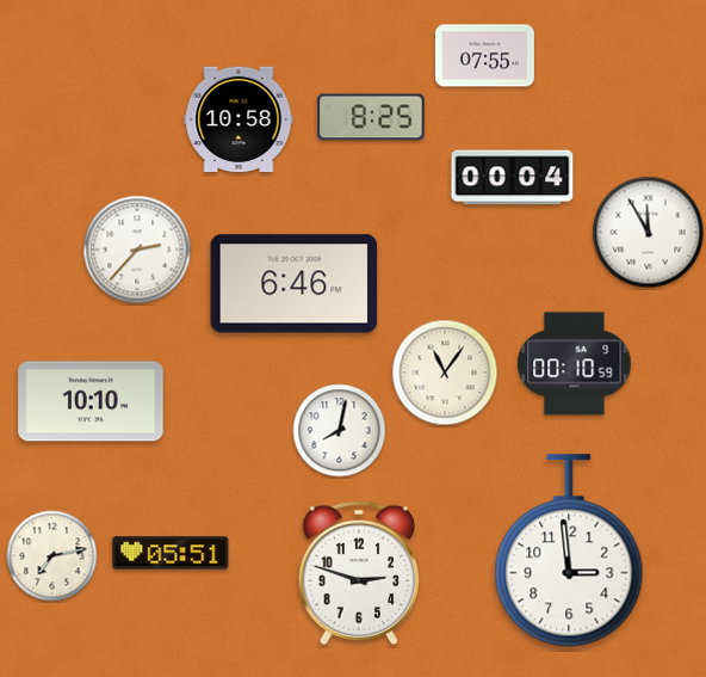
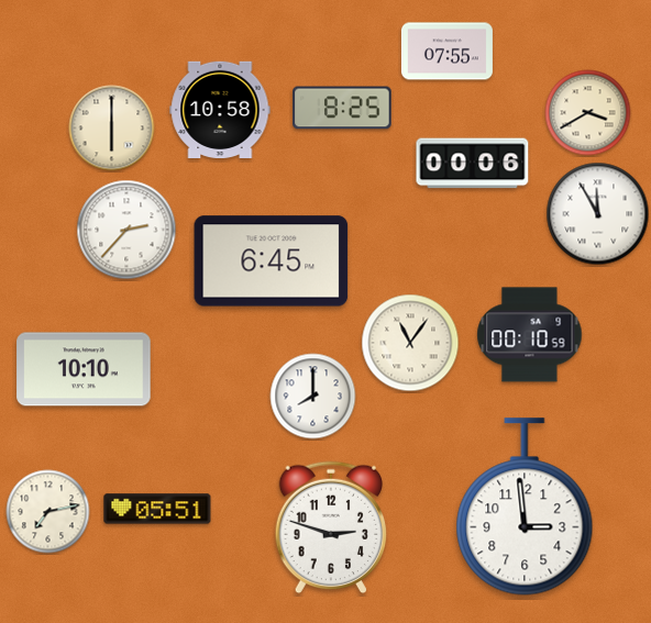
clock at (588, 113): none -> 3:40
clock at (112, 129): none -> 6:00
clock at (513, 178): 00:04 -> 00:06
clock at (295, 284): 6:46 -> 6:45
clock at (340, 431): 8:02 -> 8:00
